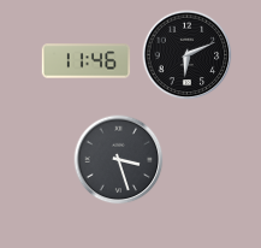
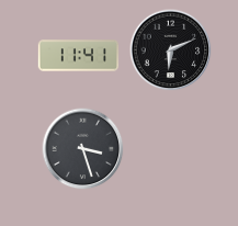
clock at (87, 61): 11:46 -> 11:41
clock at (119, 160) position: (119, 160) -> (83, 149)
